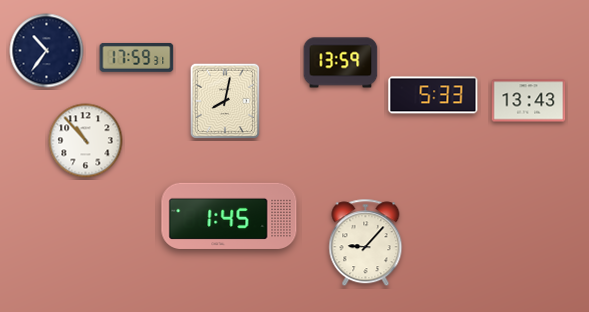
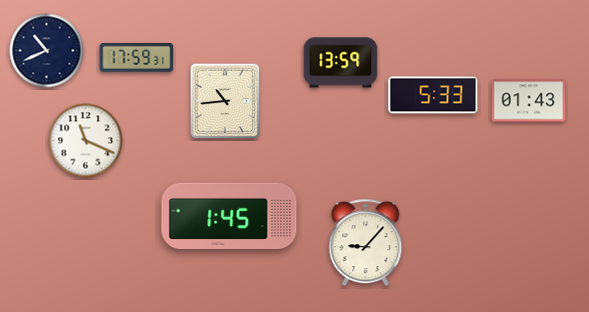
clock at (47, 51): 10:36 -> 10:41
clock at (225, 101): 8:02 -> 10:44
clock at (529, 101): 13:43 -> 01:43
clock at (86, 141): 10:53 -> 11:19
